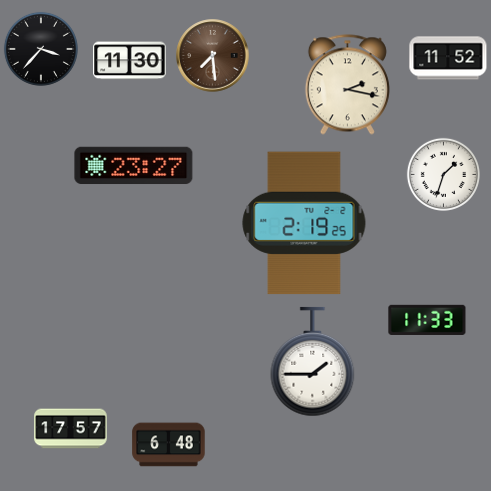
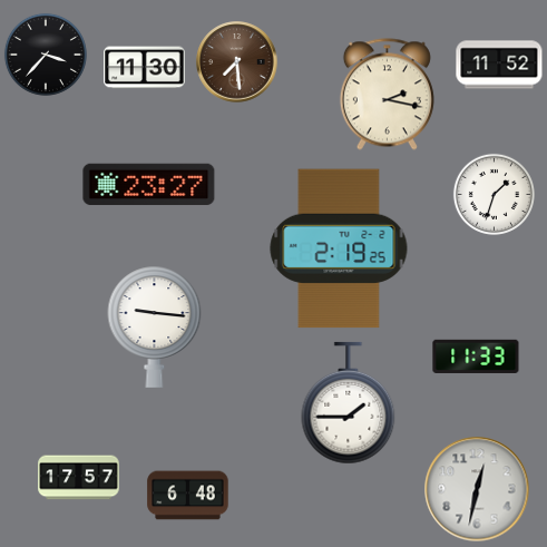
clock at (155, 326): none -> 9:16
clock at (477, 489): none -> 12:32
